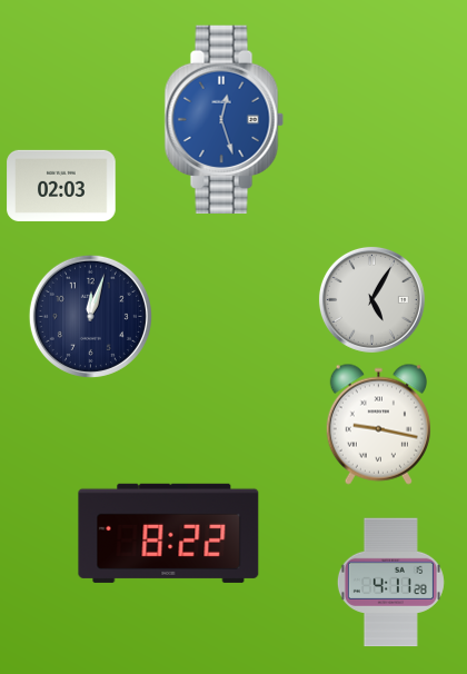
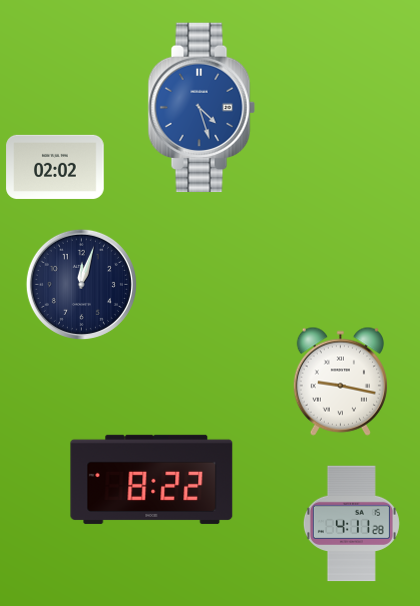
clock at (223, 119): 12:27 -> 4:27
clock at (61, 186): 02:03 -> 02:02
clock at (371, 299): 5:05 -> none
